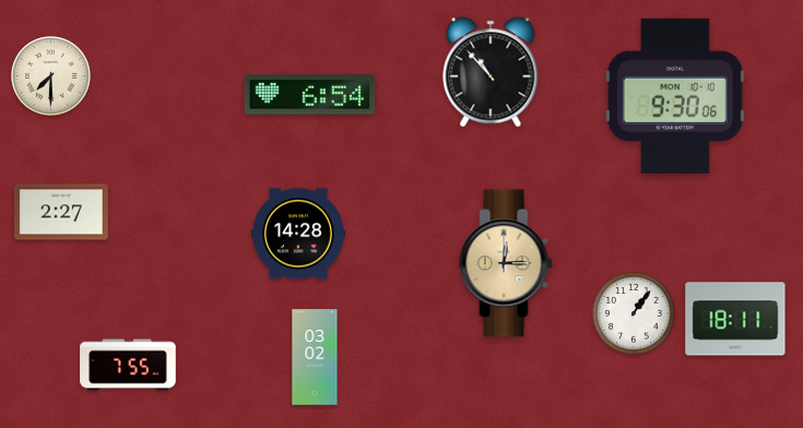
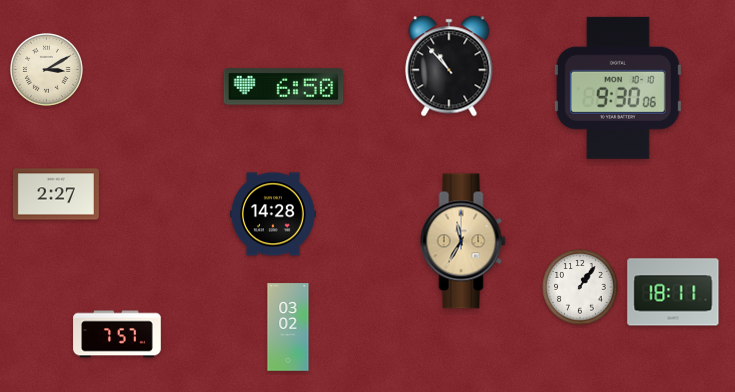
clock at (51, 76): 7:30 -> 3:10
clock at (310, 95): 6:54 -> 6:50
clock at (506, 263): 12:15 -> 11:35
clock at (128, 365): 7:55 -> 7:57
